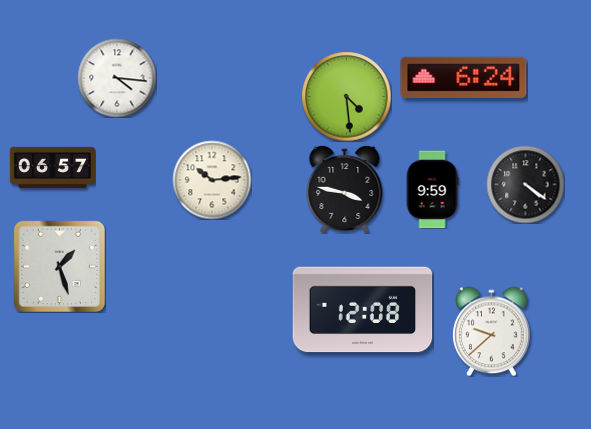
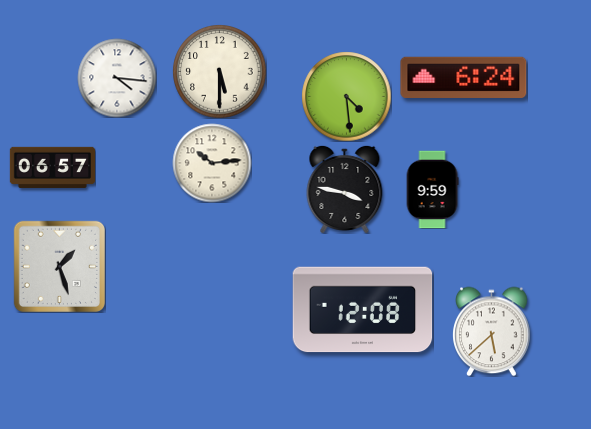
clock at (219, 71): none -> 5:30
clock at (212, 180) position: (212, 180) -> (212, 163)
clock at (525, 184): 4:21 -> none
clock at (492, 331): 9:38 -> 5:38
